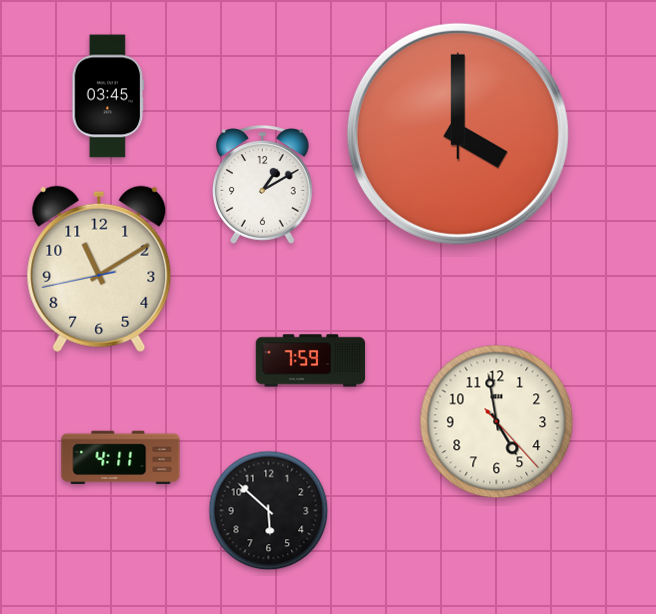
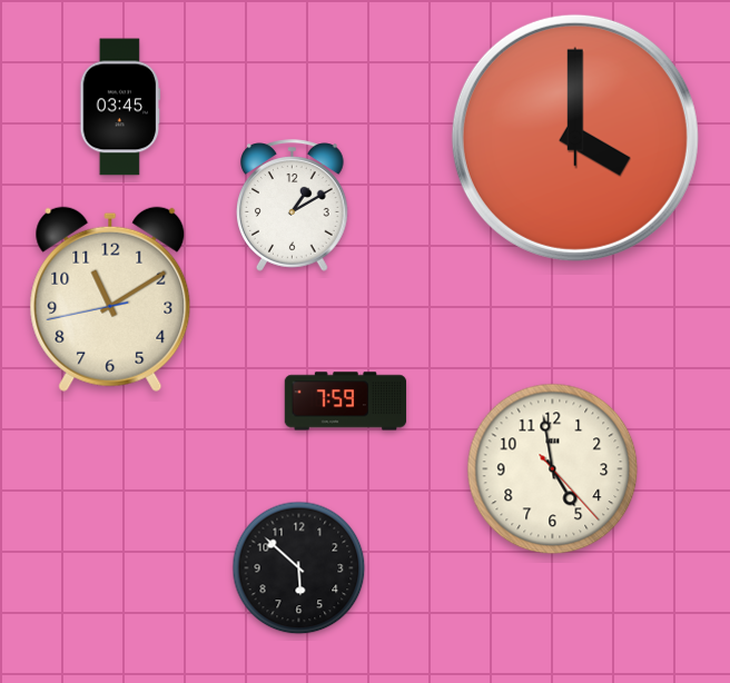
clock at (458, 134) position: (458, 134) -> (575, 138)
clock at (121, 458): 4:11 -> none
